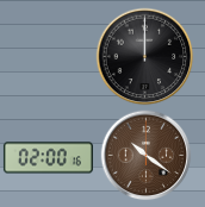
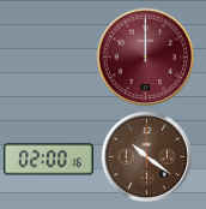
clock at (145, 57) dial: black -> burgundy
